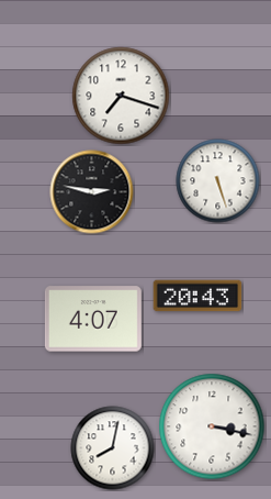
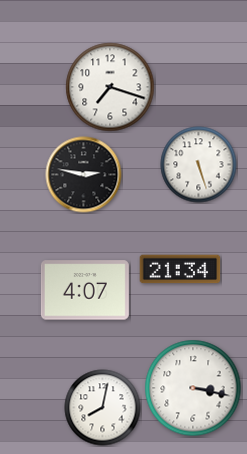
clock at (197, 296): 20:43 -> 21:34
